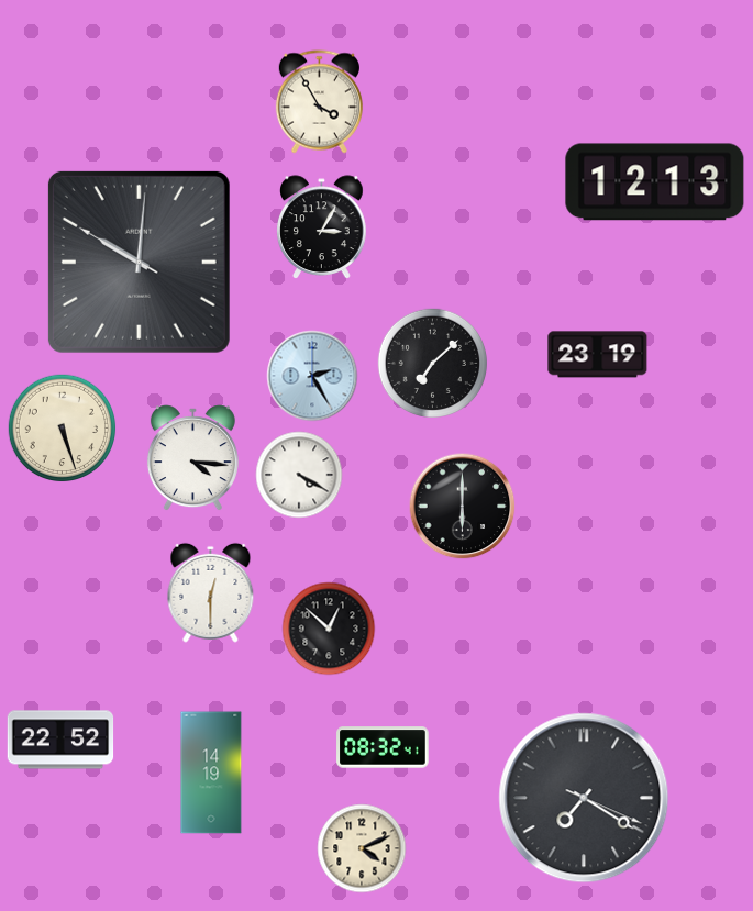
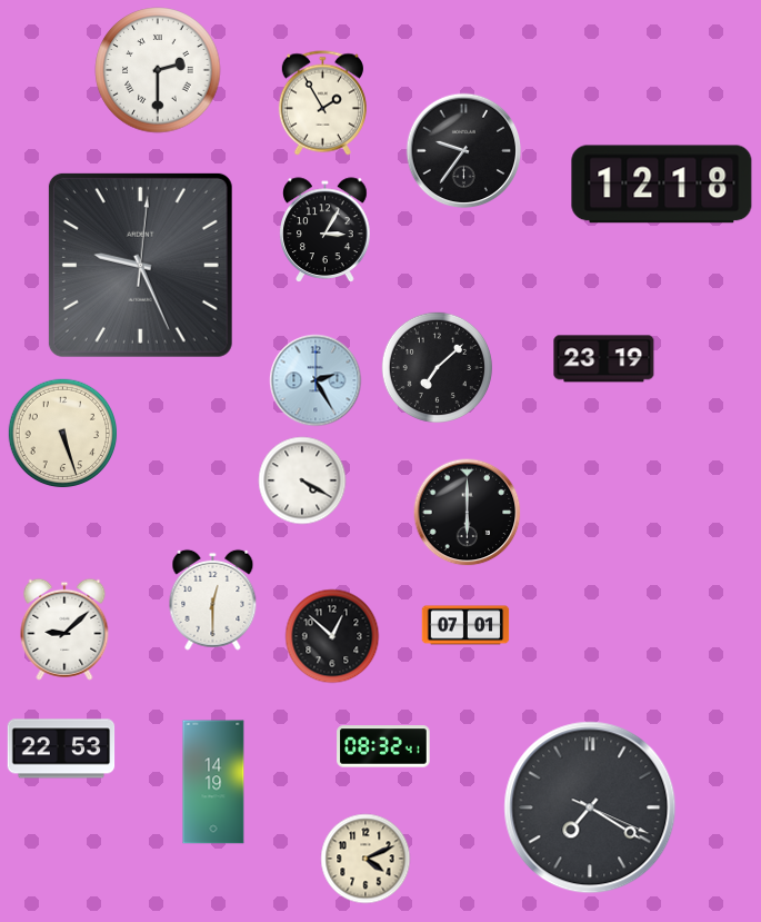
clock at (158, 70): none -> 2:30
clock at (319, 102): 3:55 -> 1:55
clock at (464, 151): none -> 9:36
clock at (655, 182): 12:13 -> 12:18
clock at (139, 262): 10:00 -> 9:26
clock at (192, 458): 4:16 -> none
clock at (465, 625): none -> 07:01
clock at (64, 629): none -> 9:08
clock at (60, 740): 22:52 -> 22:53
clock at (383, 747) position: (383, 747) -> (383, 746)
